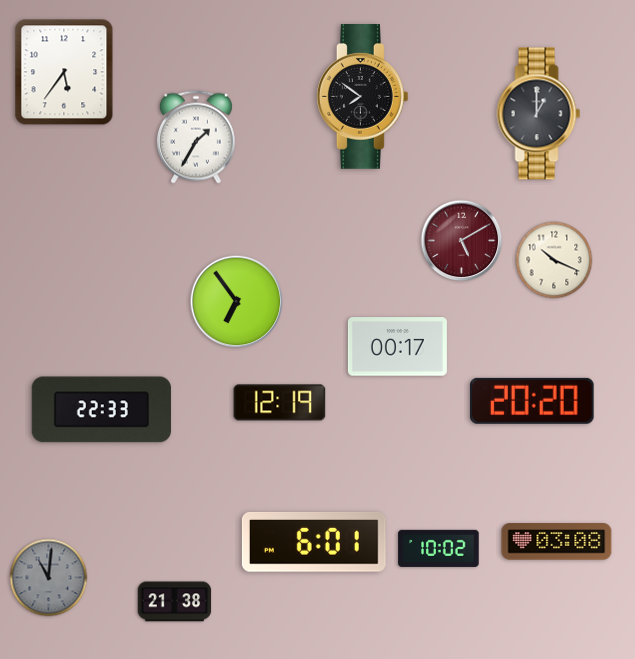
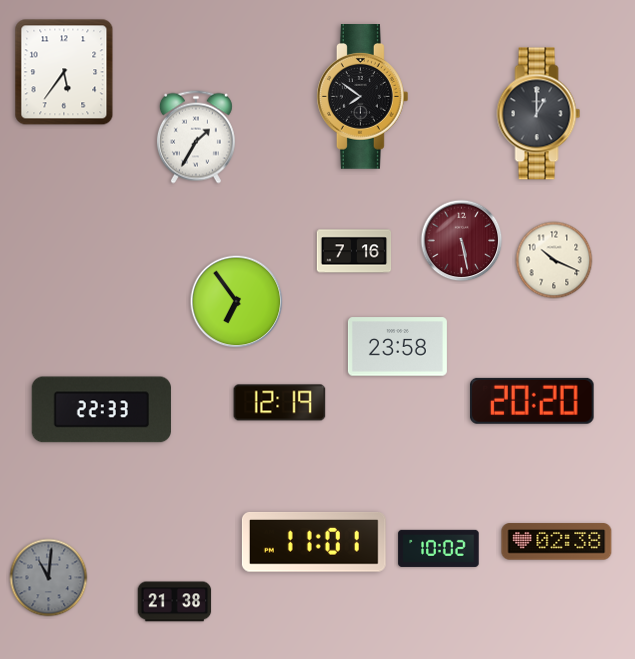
clock at (462, 241): 5:10 -> 5:28
clock at (354, 251): none -> 7:16
clock at (397, 347): 00:17 -> 23:58
clock at (314, 542): 6:01 -> 11:01
clock at (557, 542): 03:08 -> 02:38
